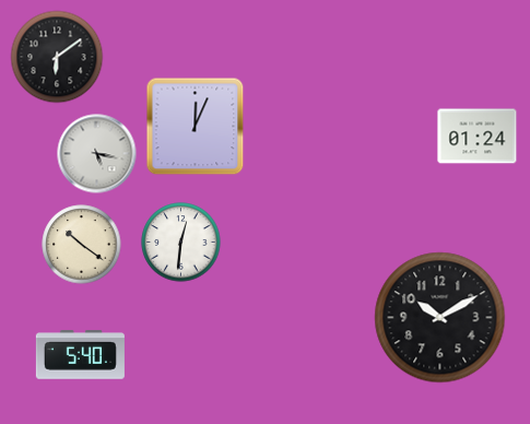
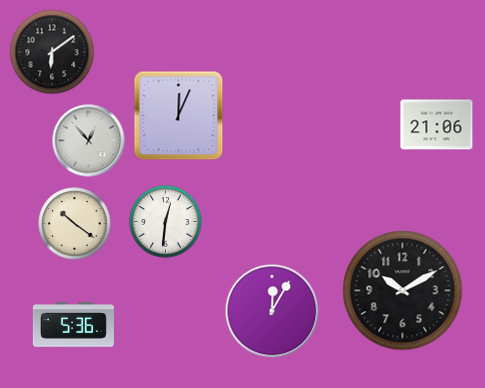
clock at (478, 137): 01:24 -> 21:06
clock at (97, 154): 5:17 -> 12:53
clock at (272, 311): none -> 12:05
clock at (80, 355): 5:40 -> 5:36
